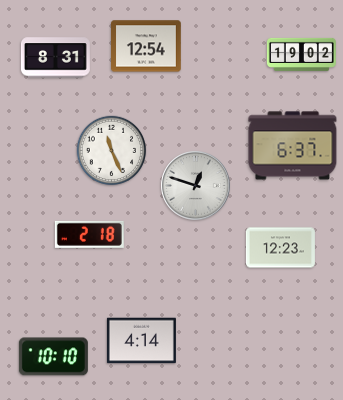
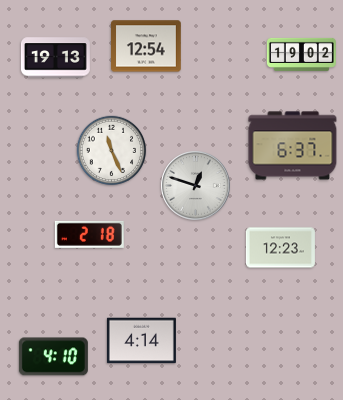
clock at (55, 58): 8:31 -> 19:13
clock at (53, 357): 10:10 -> 4:10
